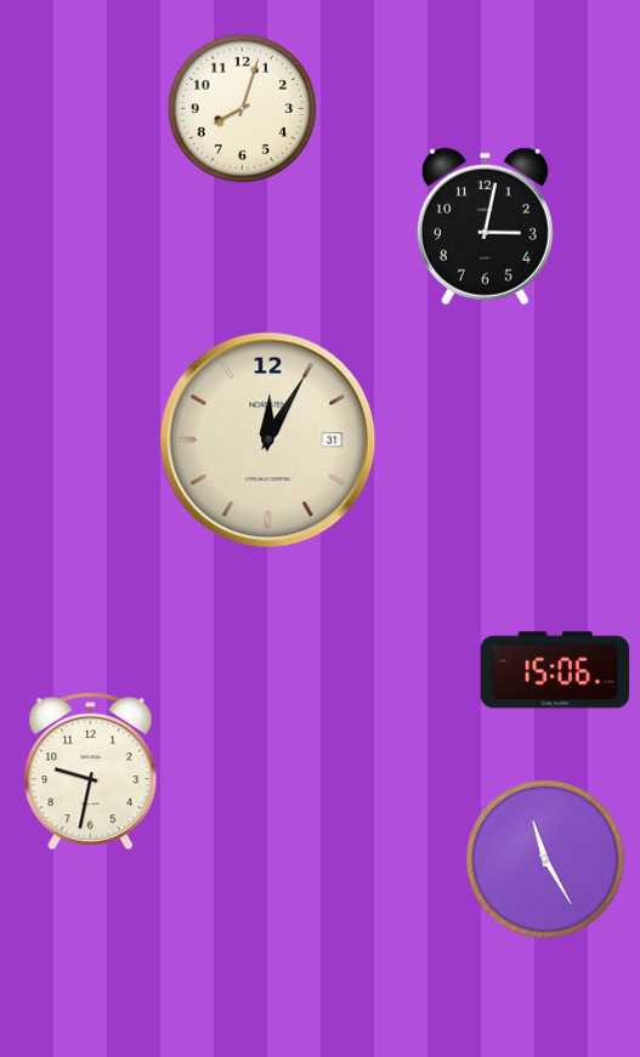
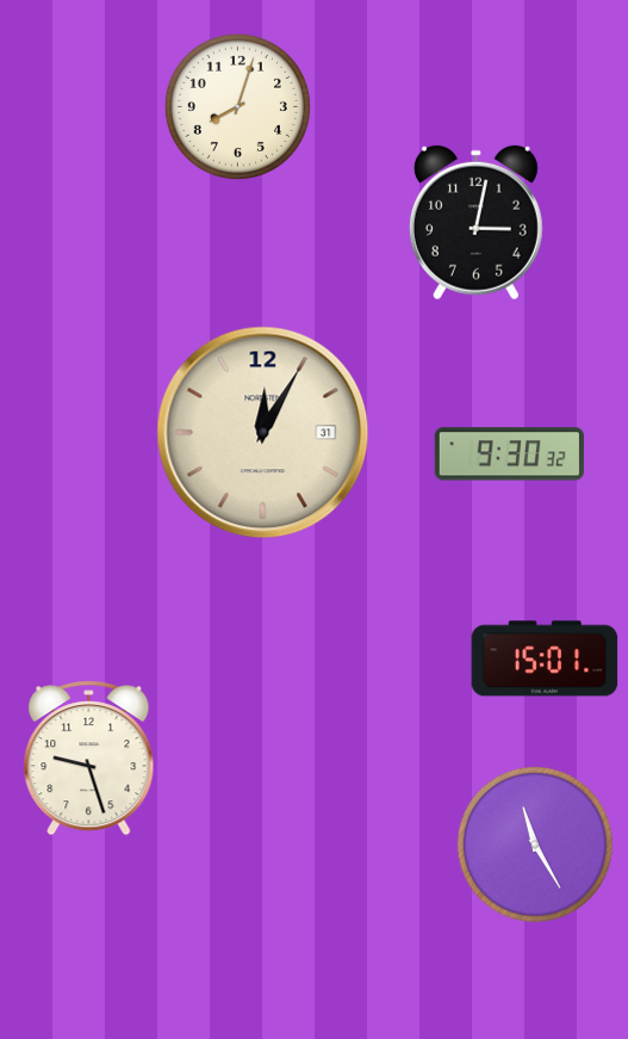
clock at (509, 454): none -> 9:30
clock at (555, 670): 15:06 -> 15:01
clock at (91, 772): 9:32 -> 9:27
